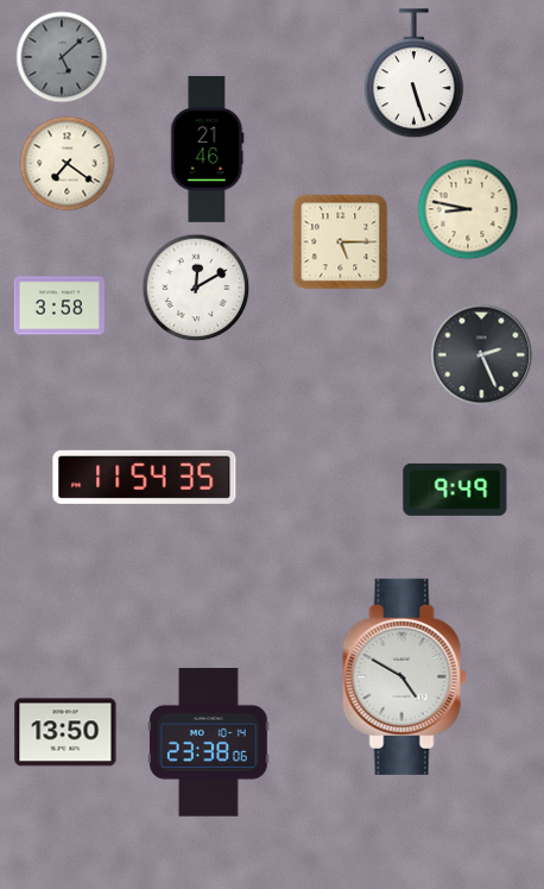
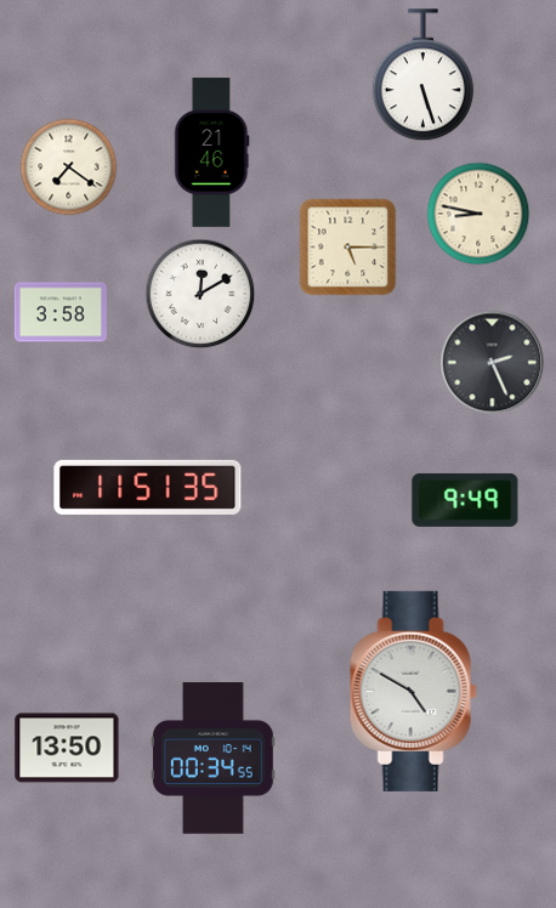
clock at (62, 57): 5:08 -> none
clock at (145, 477): 11:54 -> 11:51
clock at (208, 743): 23:38 -> 00:34
